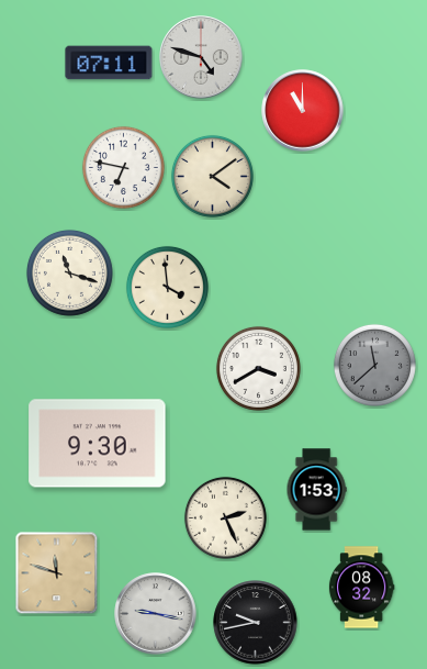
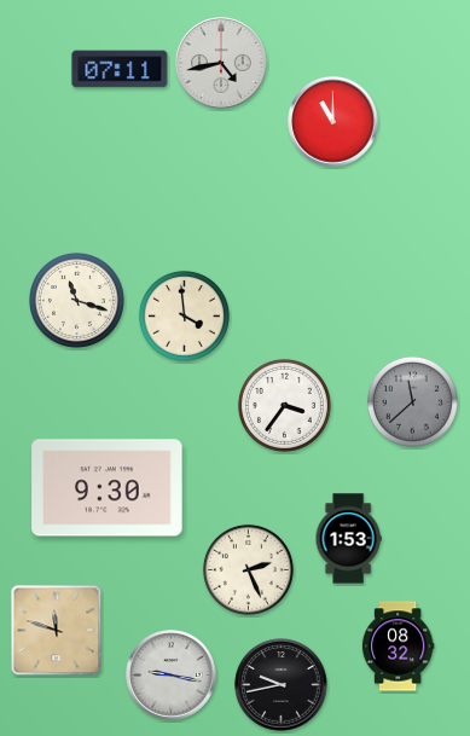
clock at (201, 57): 4:48 -> 4:43
clock at (123, 167): 6:47 -> none
clock at (212, 176): 4:09 -> none
clock at (258, 368): 3:40 -> 3:36
clock at (57, 573) position: (57, 573) -> (57, 631)
